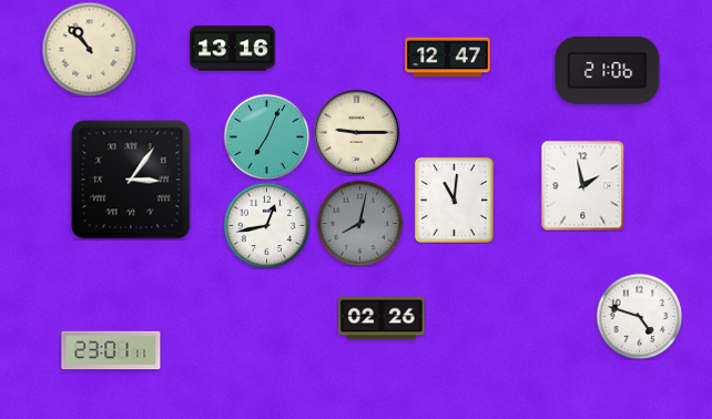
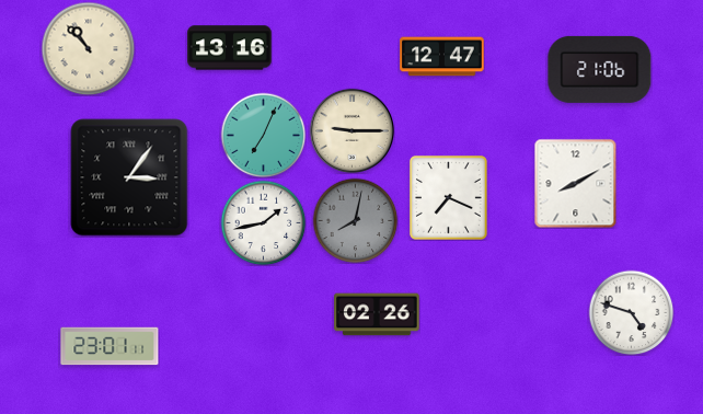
clock at (583, 185): 1:58 -> 8:10
clock at (454, 201): 11:01 -> 7:19
clock at (266, 225): 12:43 -> 1:43
